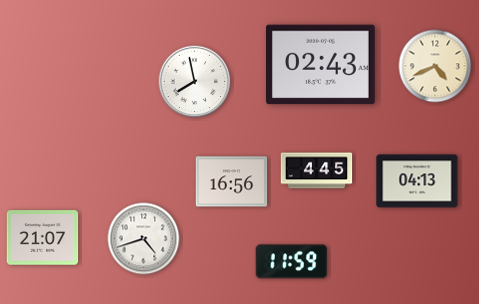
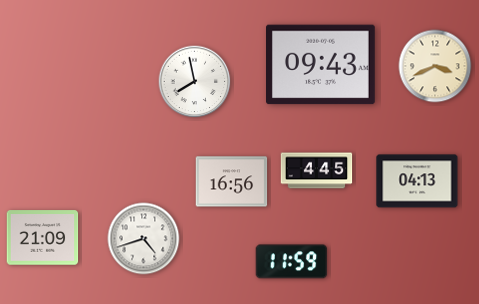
clock at (321, 65): 02:43 -> 09:43
clock at (435, 66): 4:41 -> 3:41
clock at (43, 238): 21:07 -> 21:09
